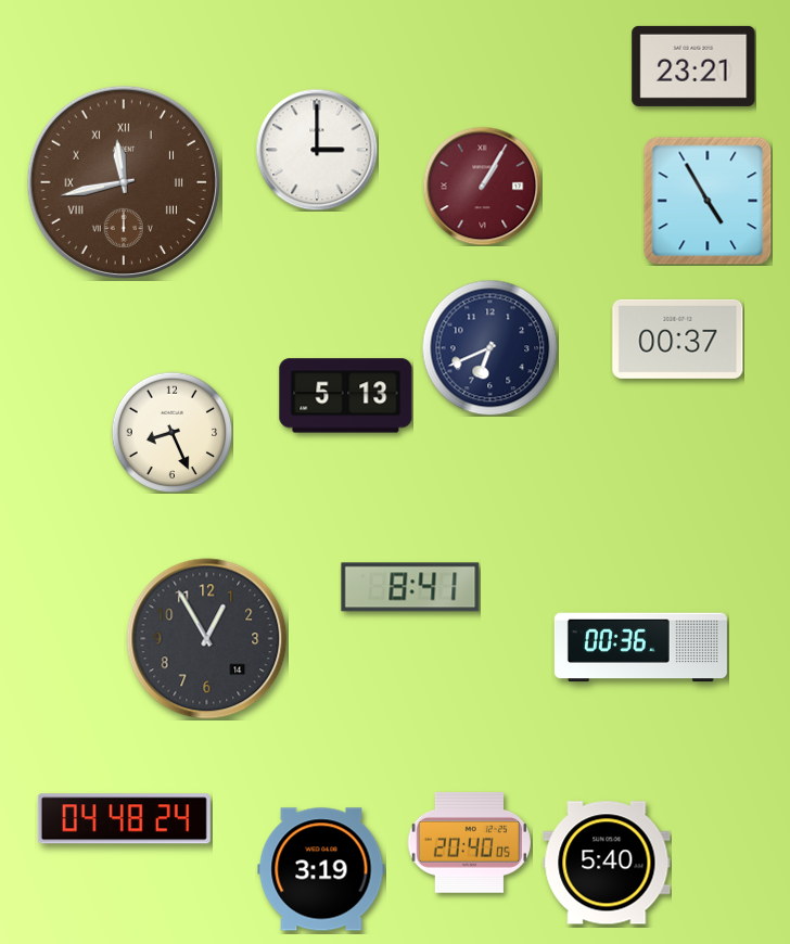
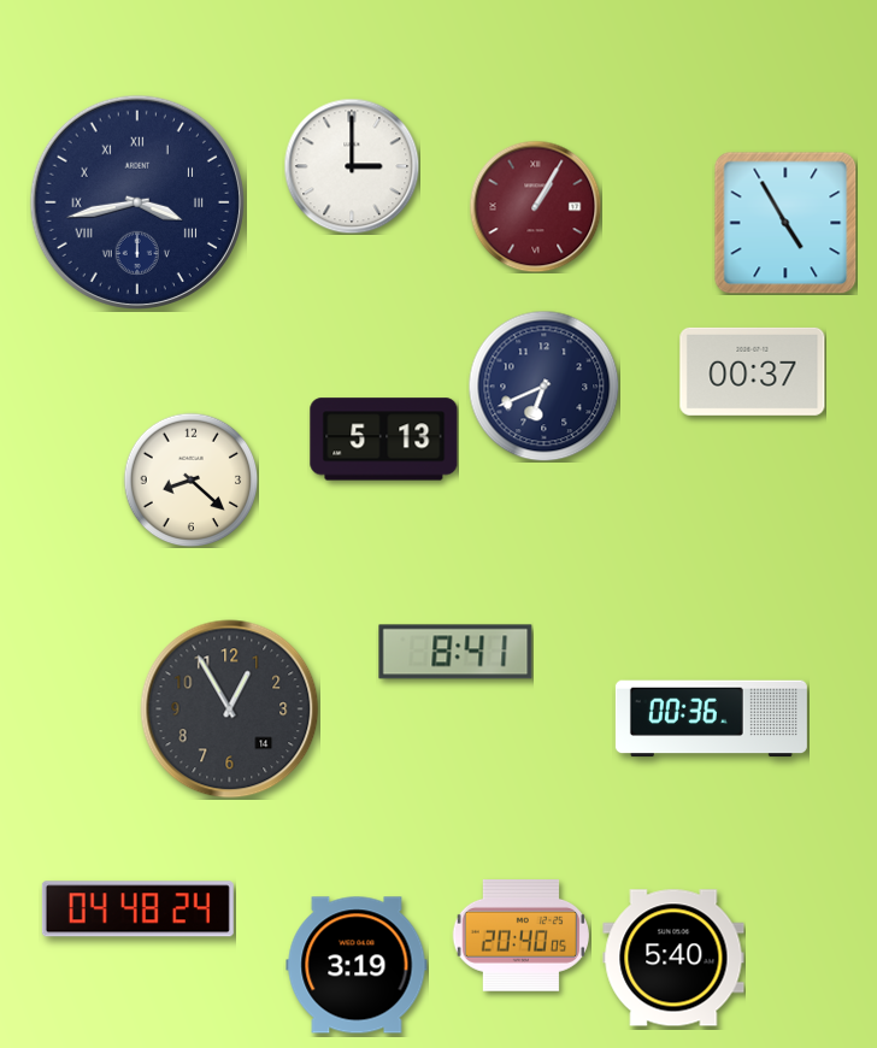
clock at (693, 66): 23:21 -> none
clock at (123, 181): 11:43 -> 3:43
clock at (123, 181) dial: brown -> navy
clock at (678, 339) position: (678, 339) -> (753, 371)
clock at (171, 432): 8:26 -> 8:22
